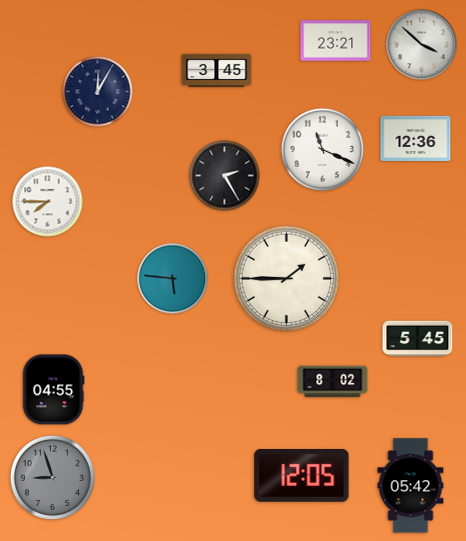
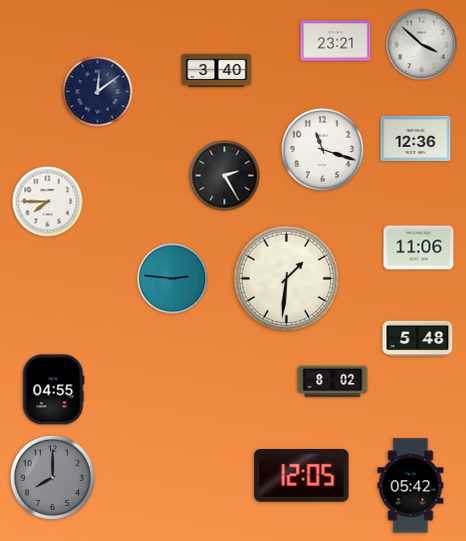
clock at (217, 71): 3:45 -> 3:40
clock at (98, 92): 12:05 -> 12:09
clock at (323, 150): 11:19 -> 11:18
clock at (419, 248): none -> 11:06
clock at (173, 279): 5:46 -> 2:46
clock at (287, 279): 1:45 -> 1:31
clock at (418, 339): 5:45 -> 5:48
clock at (52, 477): 8:57 -> 8:00
